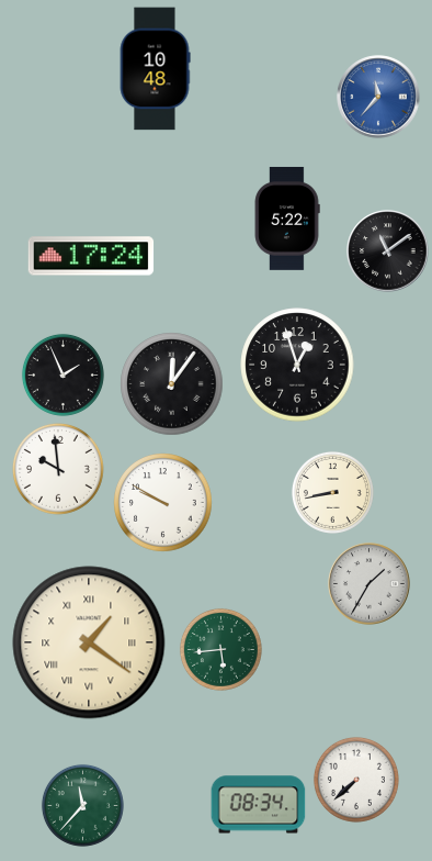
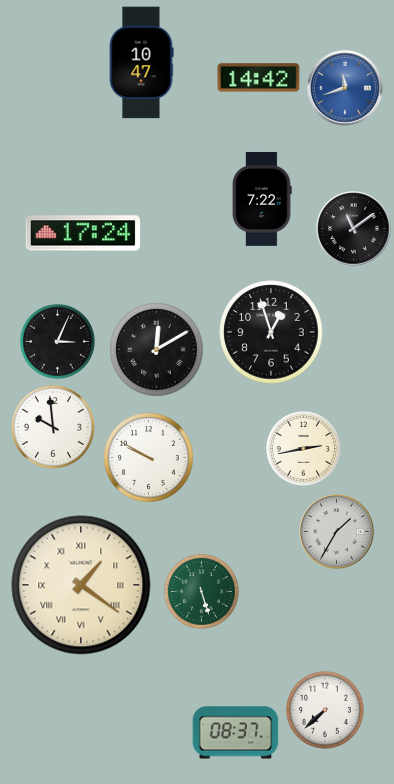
clock at (155, 69): 10:48 -> 10:47
clock at (259, 78): none -> 14:42
clock at (378, 97): 11:37 -> 11:42
clock at (287, 219): 5:22 -> 7:22
clock at (62, 374): 1:56 -> 3:04
clock at (172, 384): 12:06 -> 12:10
clock at (332, 492): 8:43 -> 2:43
clock at (220, 649): 5:44 -> 5:27
clock at (82, 805): 11:37 -> none
clock at (259, 805): 08:34 -> 08:37
